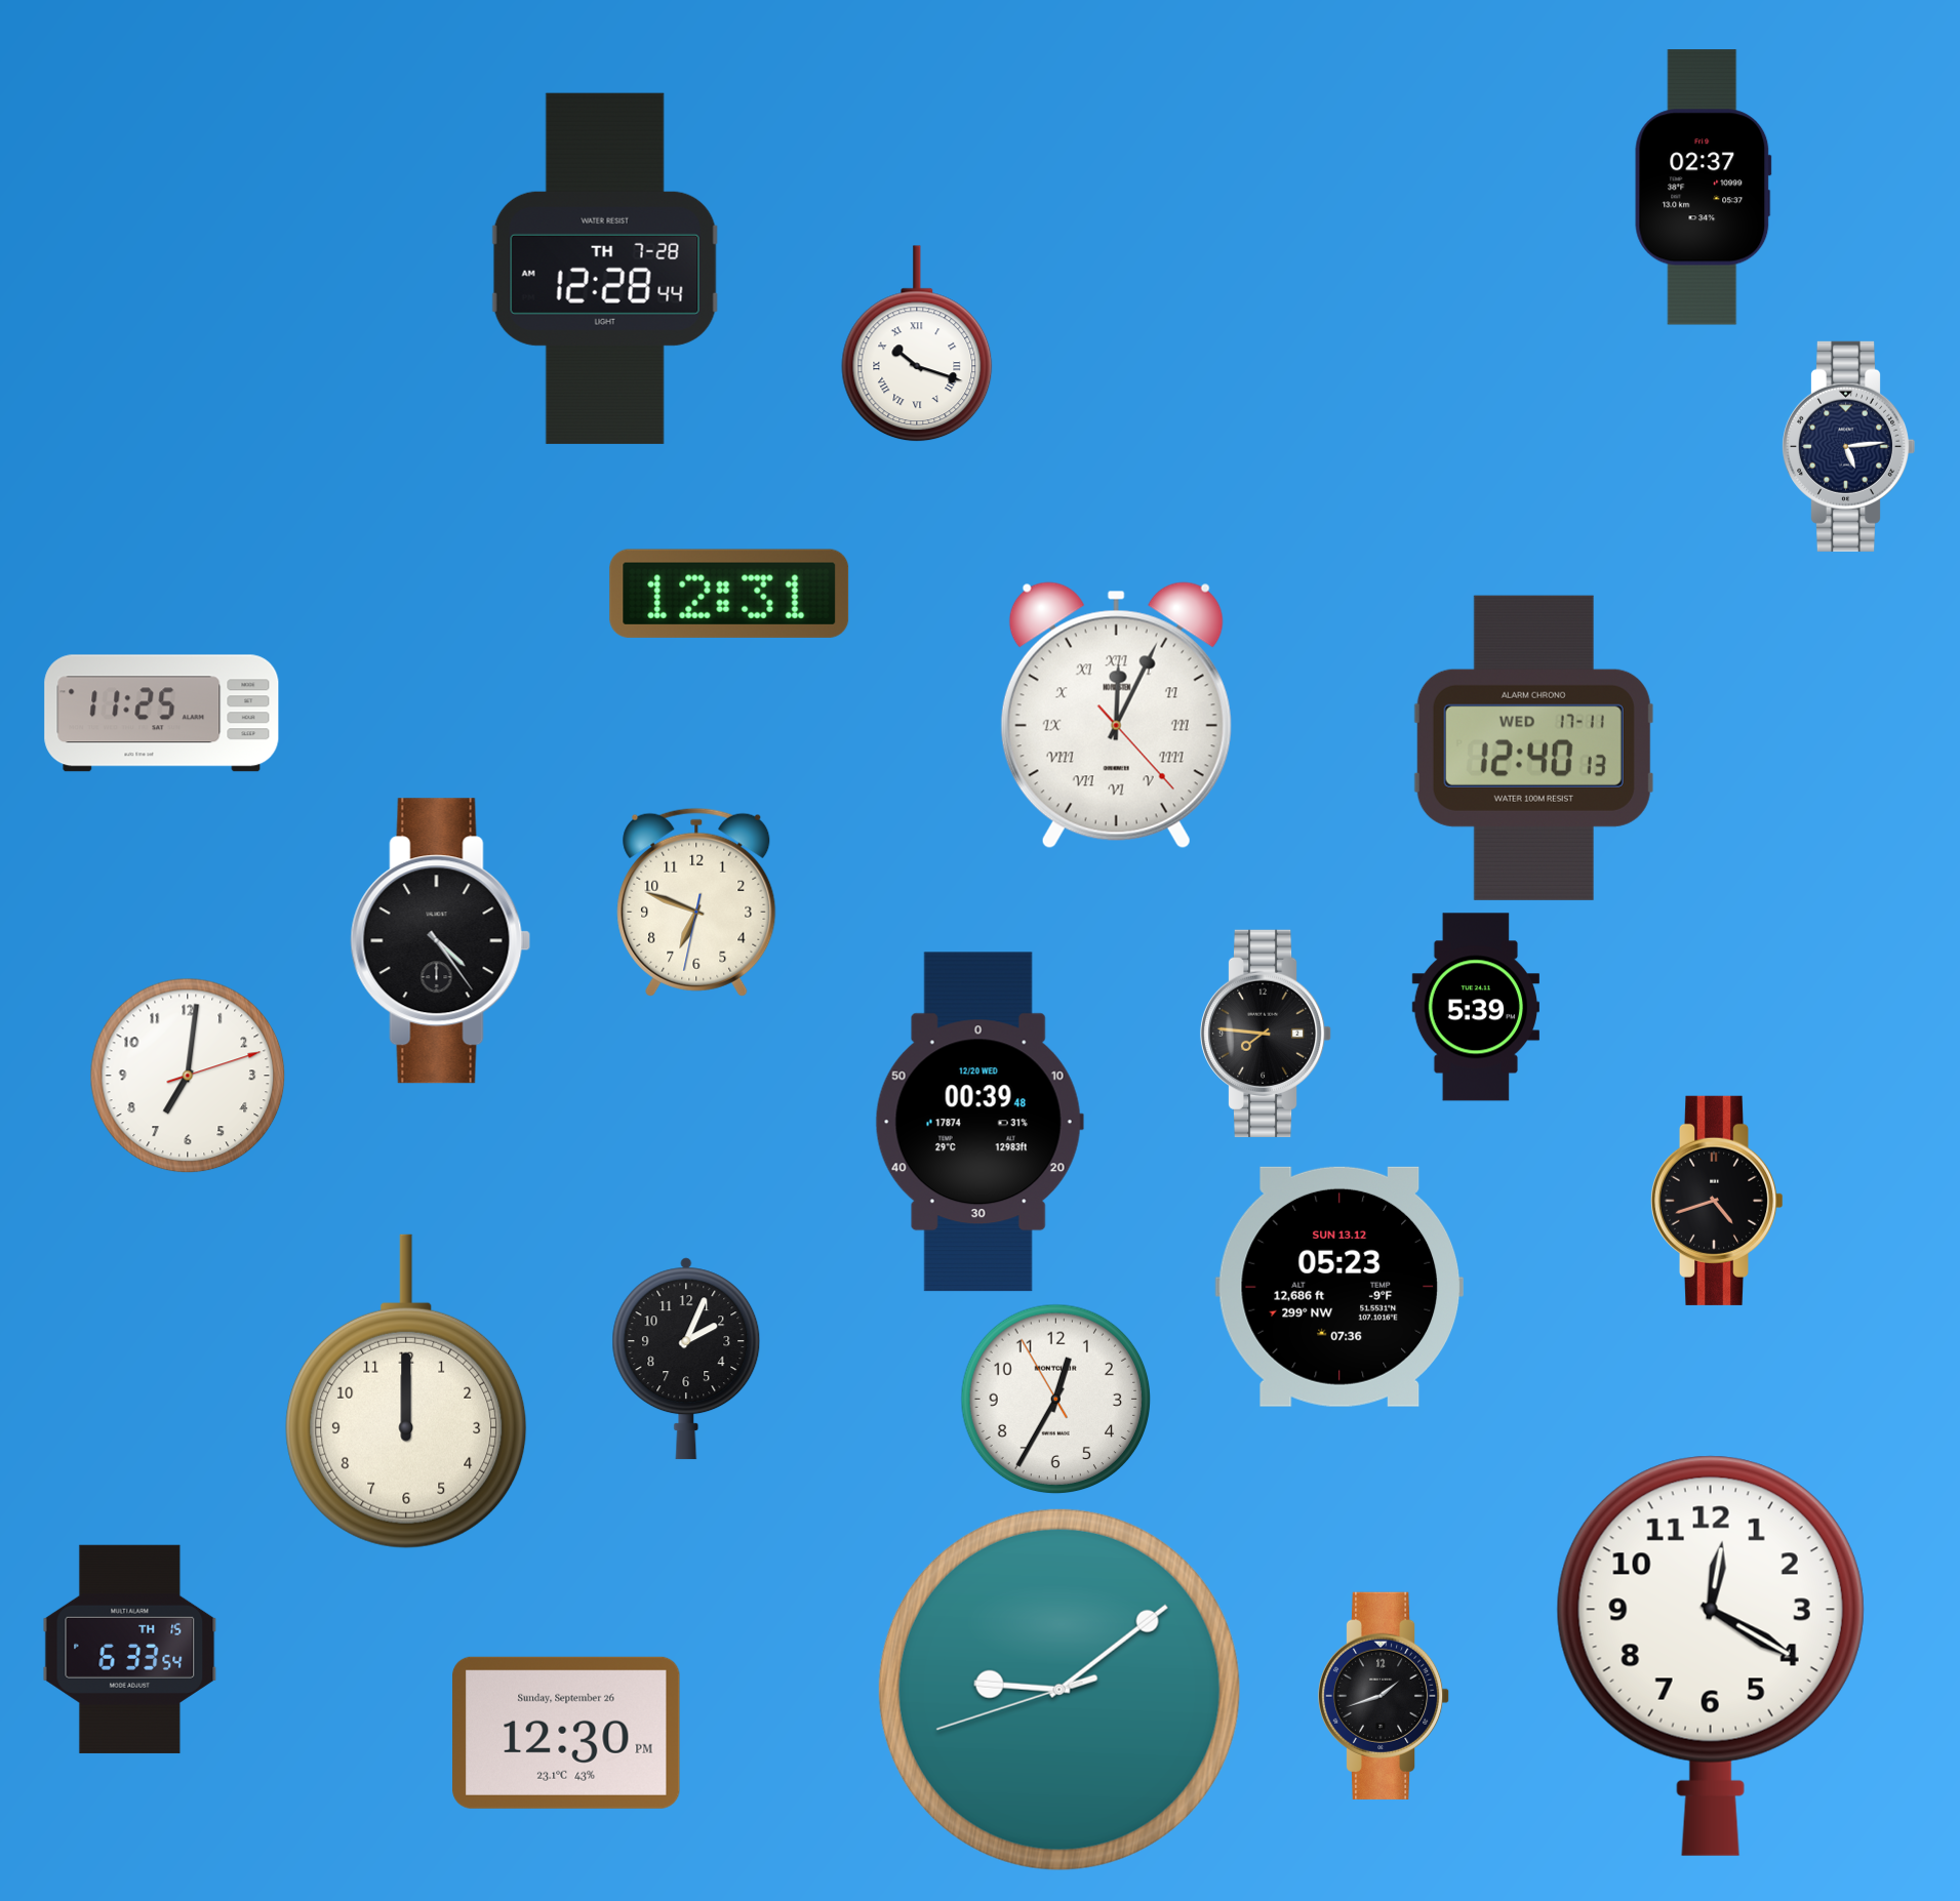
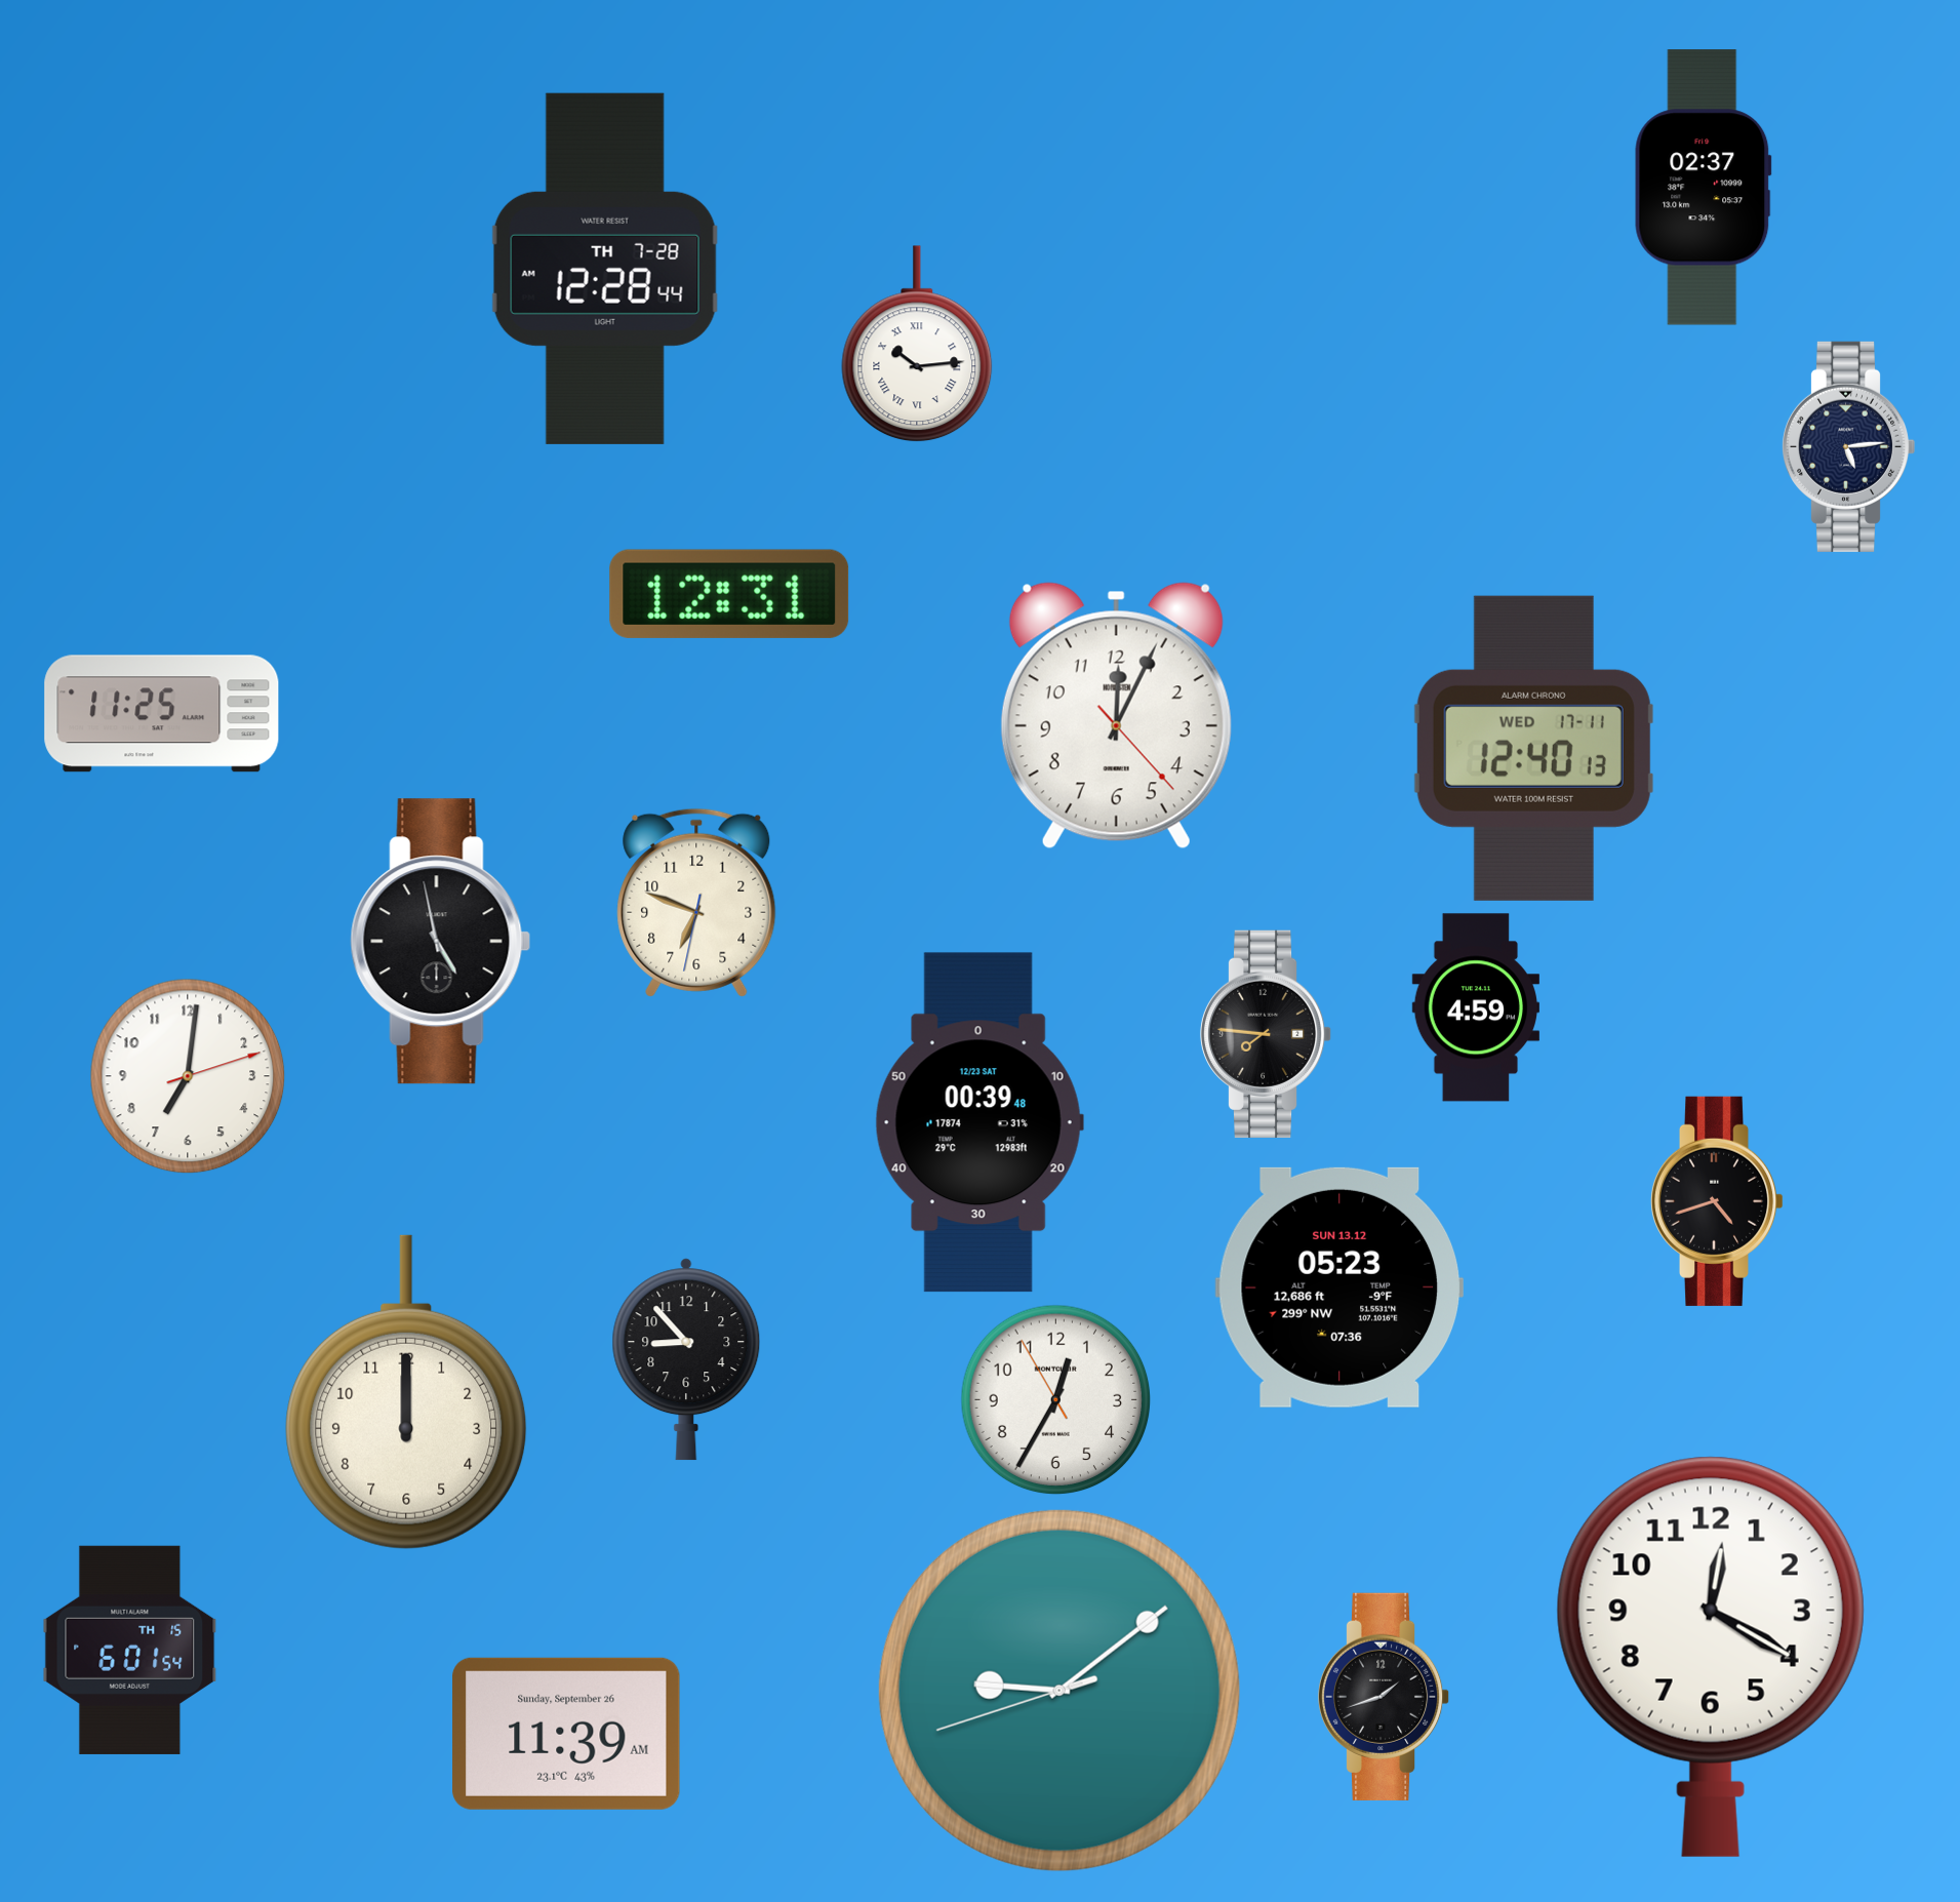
clock at (917, 345): 10:18 -> 10:14
clock at (1116, 716) numerals: Roman -> Arabic
clock at (441, 941): 4:24 -> 4:58
clock at (1476, 1007): 5:39 -> 4:59
clock at (979, 1122) date: 12/20 WED -> 12/23 SAT
clock at (686, 1359): 2:04 -> 8:53
clock at (130, 1649): 6:33 -> 6:01
clock at (566, 1733): 12:30 -> 11:39
